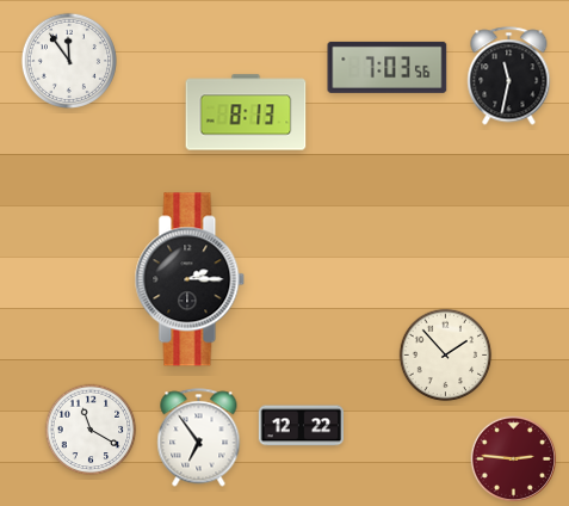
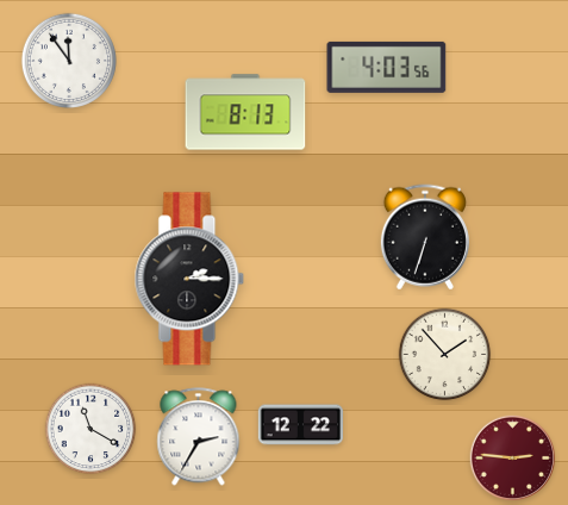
clock at (388, 67): 7:03 -> 4:03
clock at (509, 76): 11:32 -> none
clock at (425, 237): none -> 6:33
clock at (199, 438): 6:54 -> 2:35
